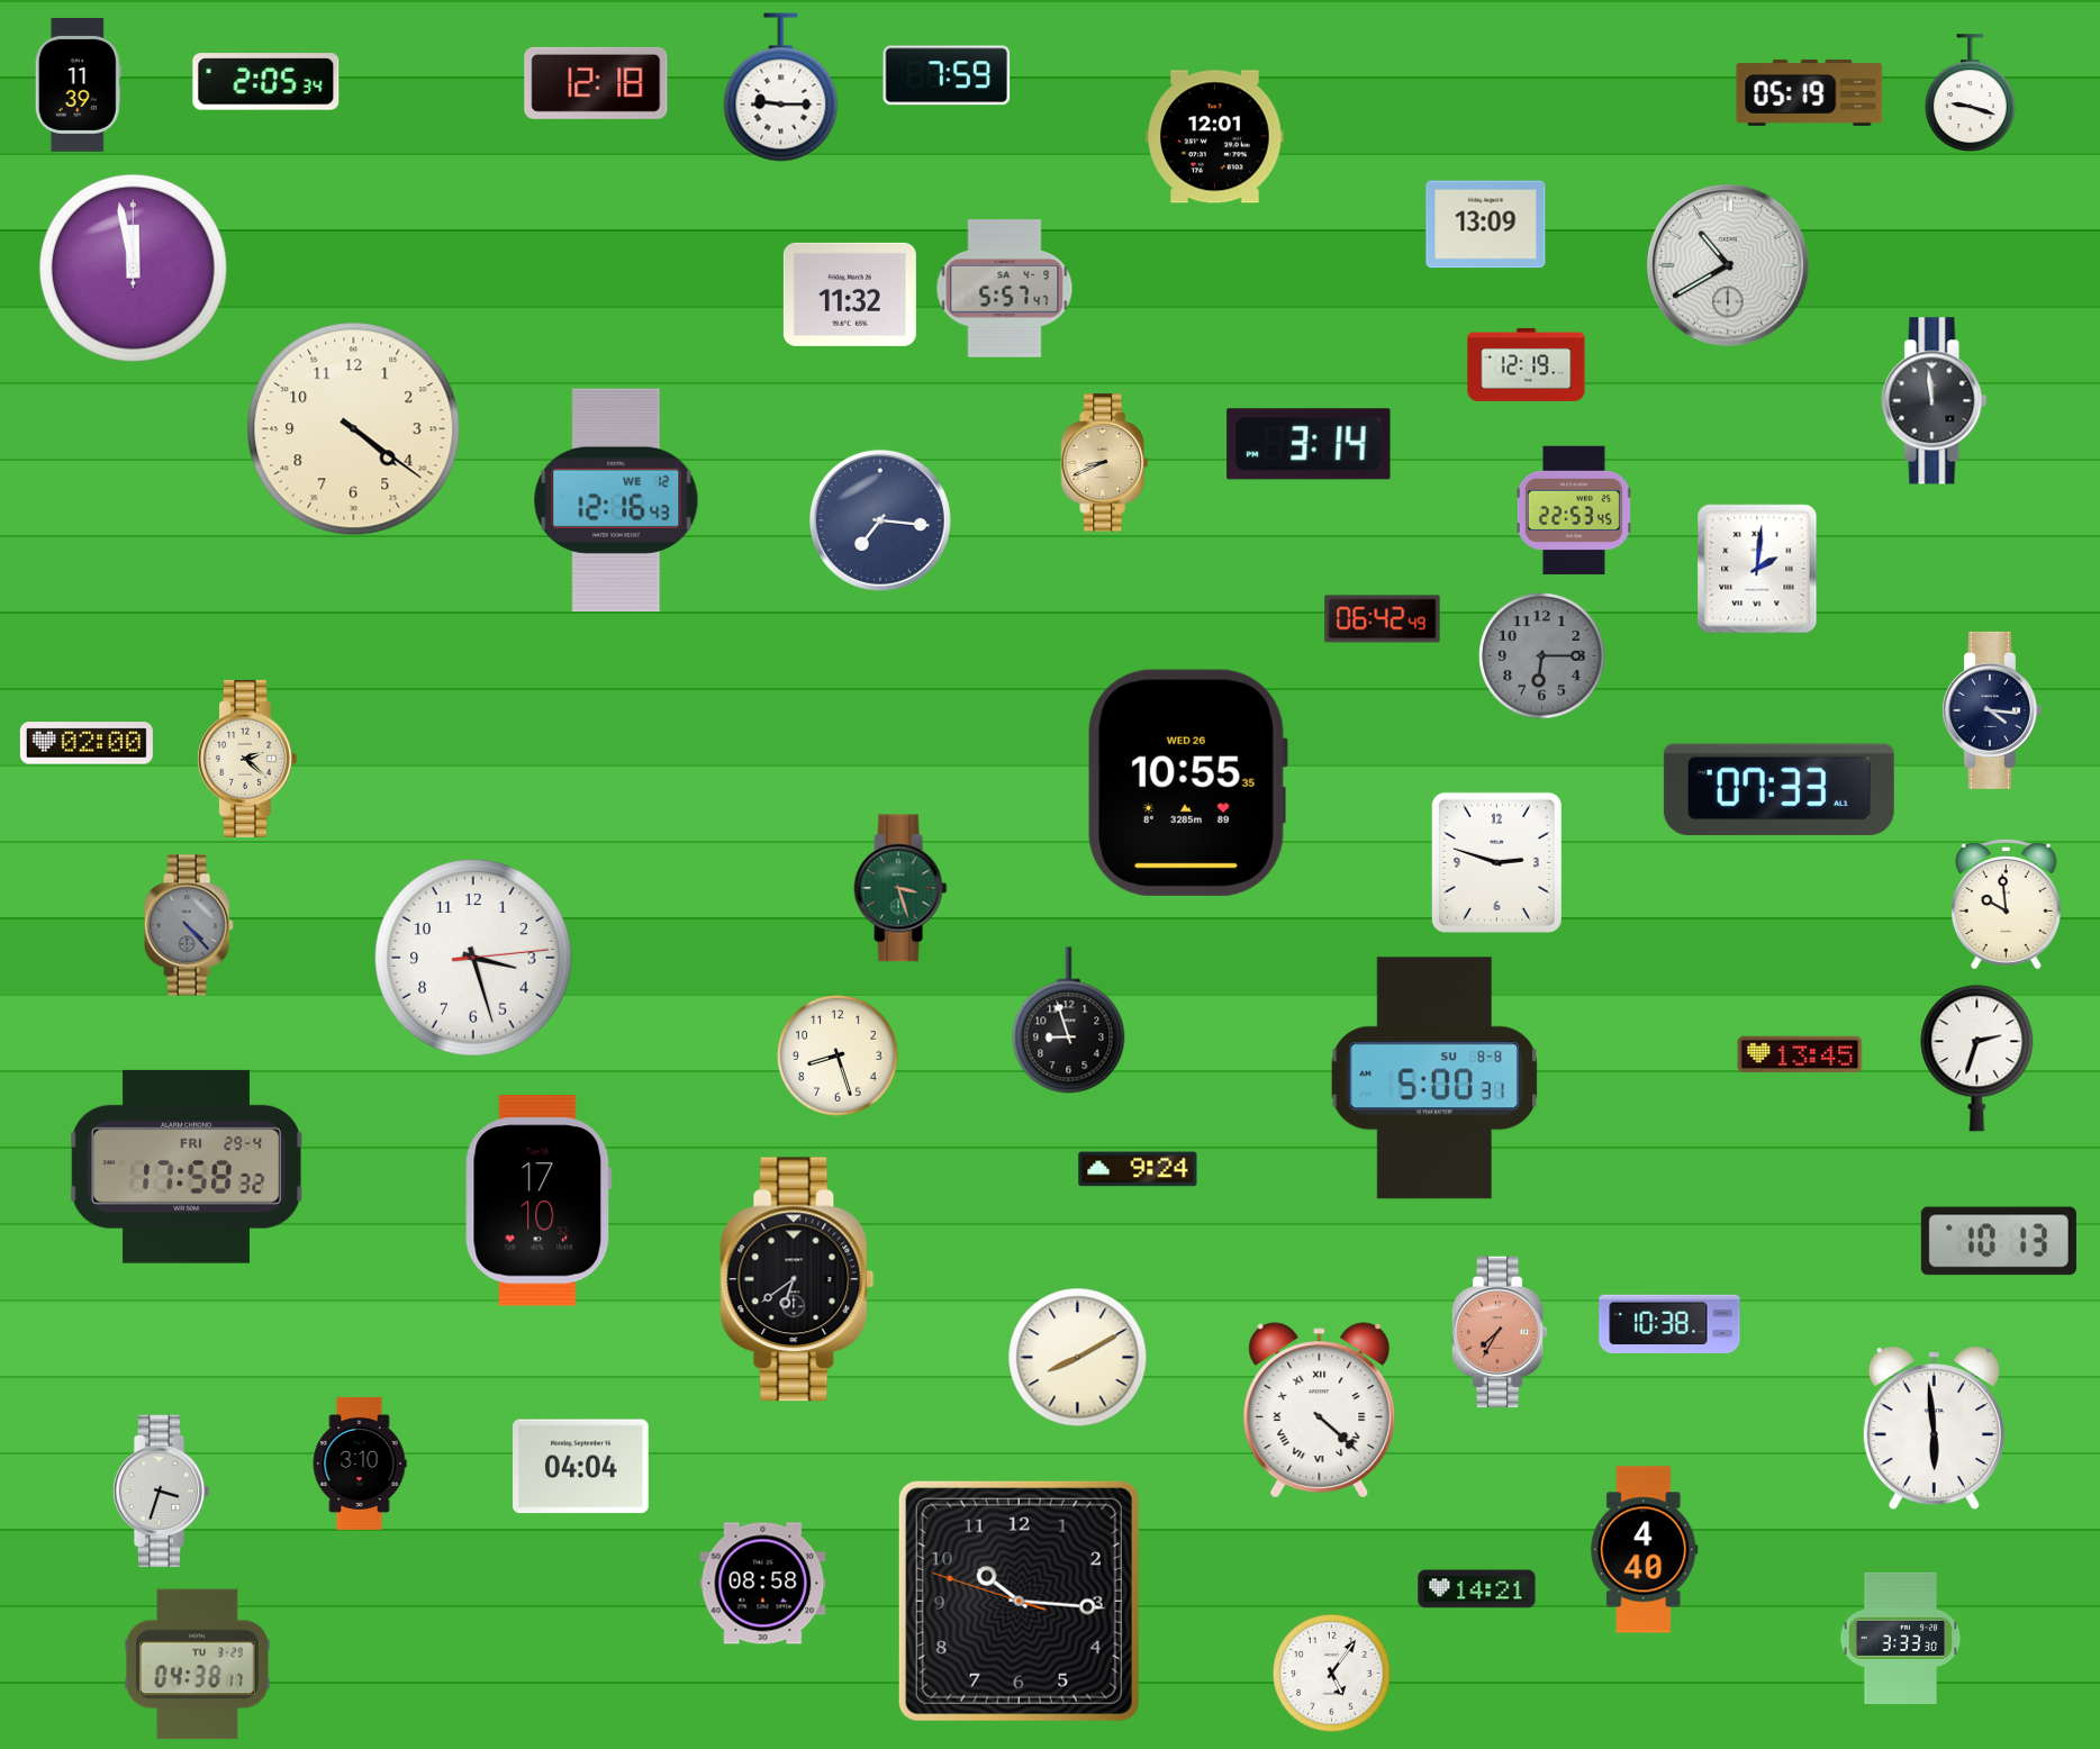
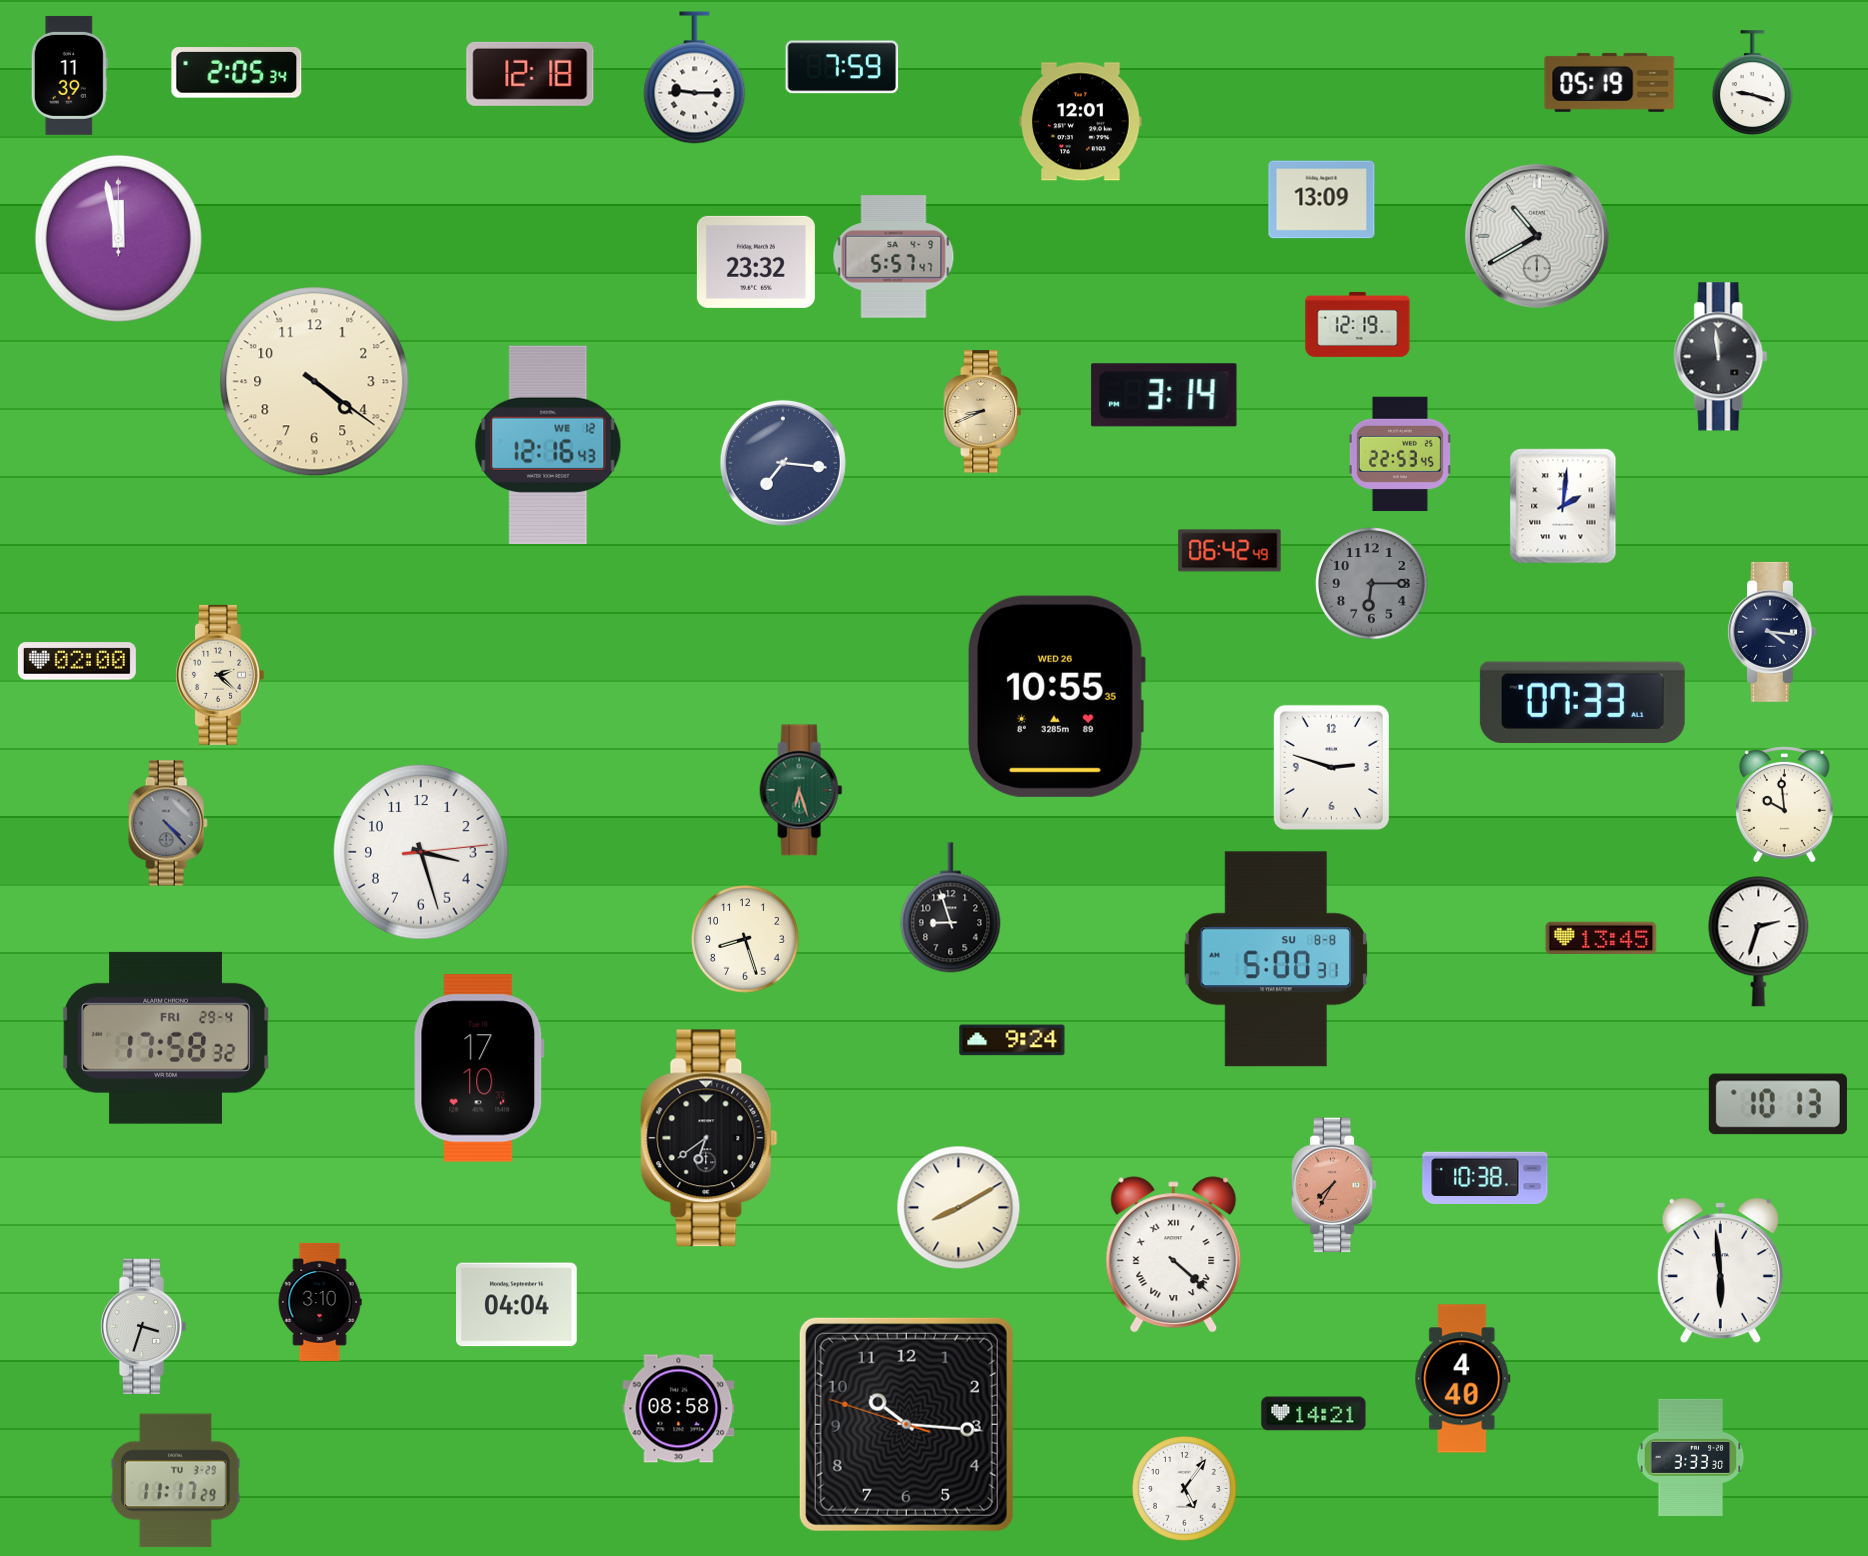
clock at (850, 294): 11:32 -> 23:32
clock at (900, 888): 3:27 -> 6:27
clock at (197, 1665): 04:38 -> 11:17
